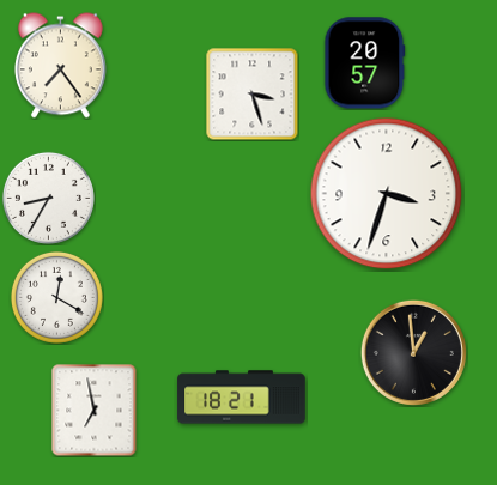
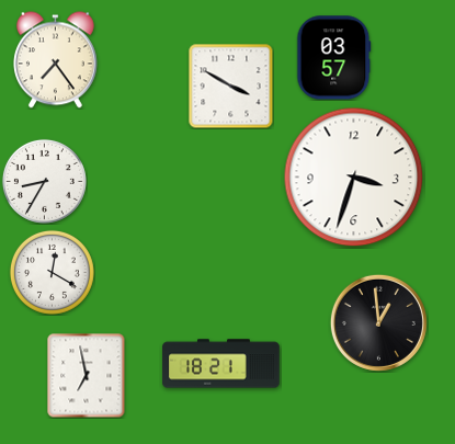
clock at (365, 63): 20:57 -> 03:57
clock at (251, 93): 3:27 -> 3:50
